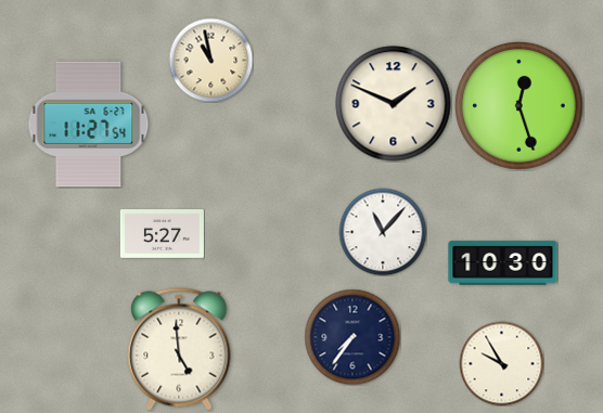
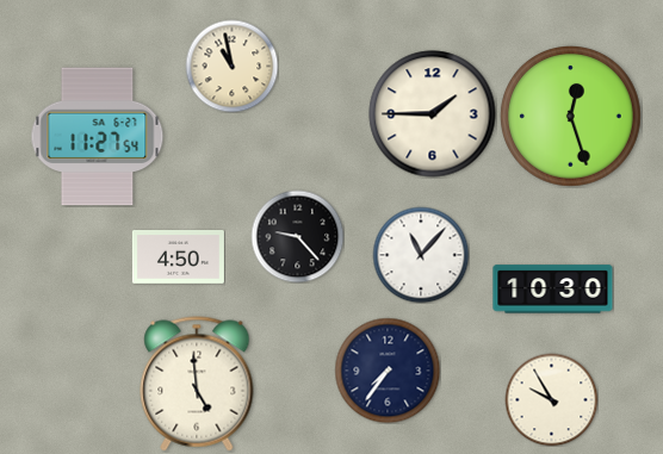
clock at (394, 104): 1:49 -> 1:45
clock at (297, 236): none -> 9:23
clock at (162, 234): 5:27 -> 4:50
